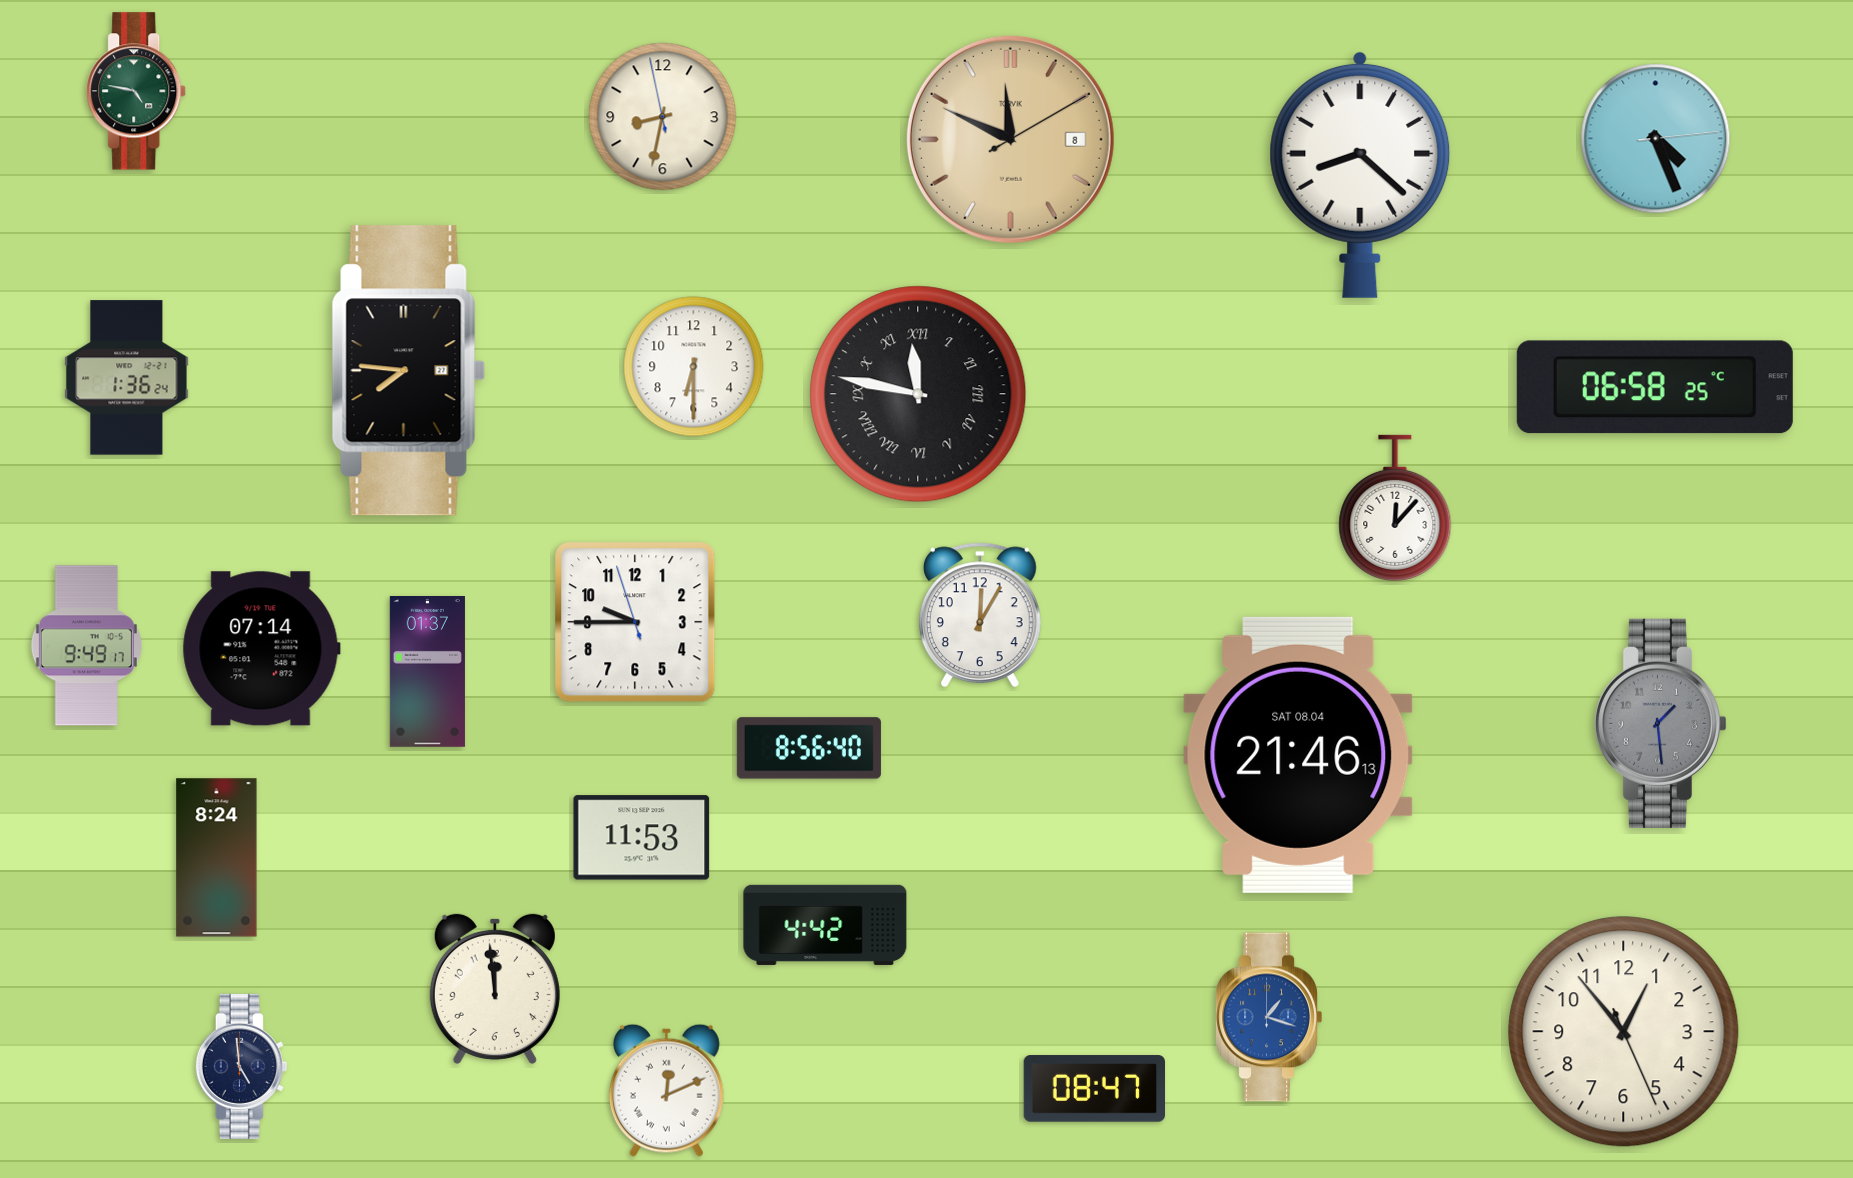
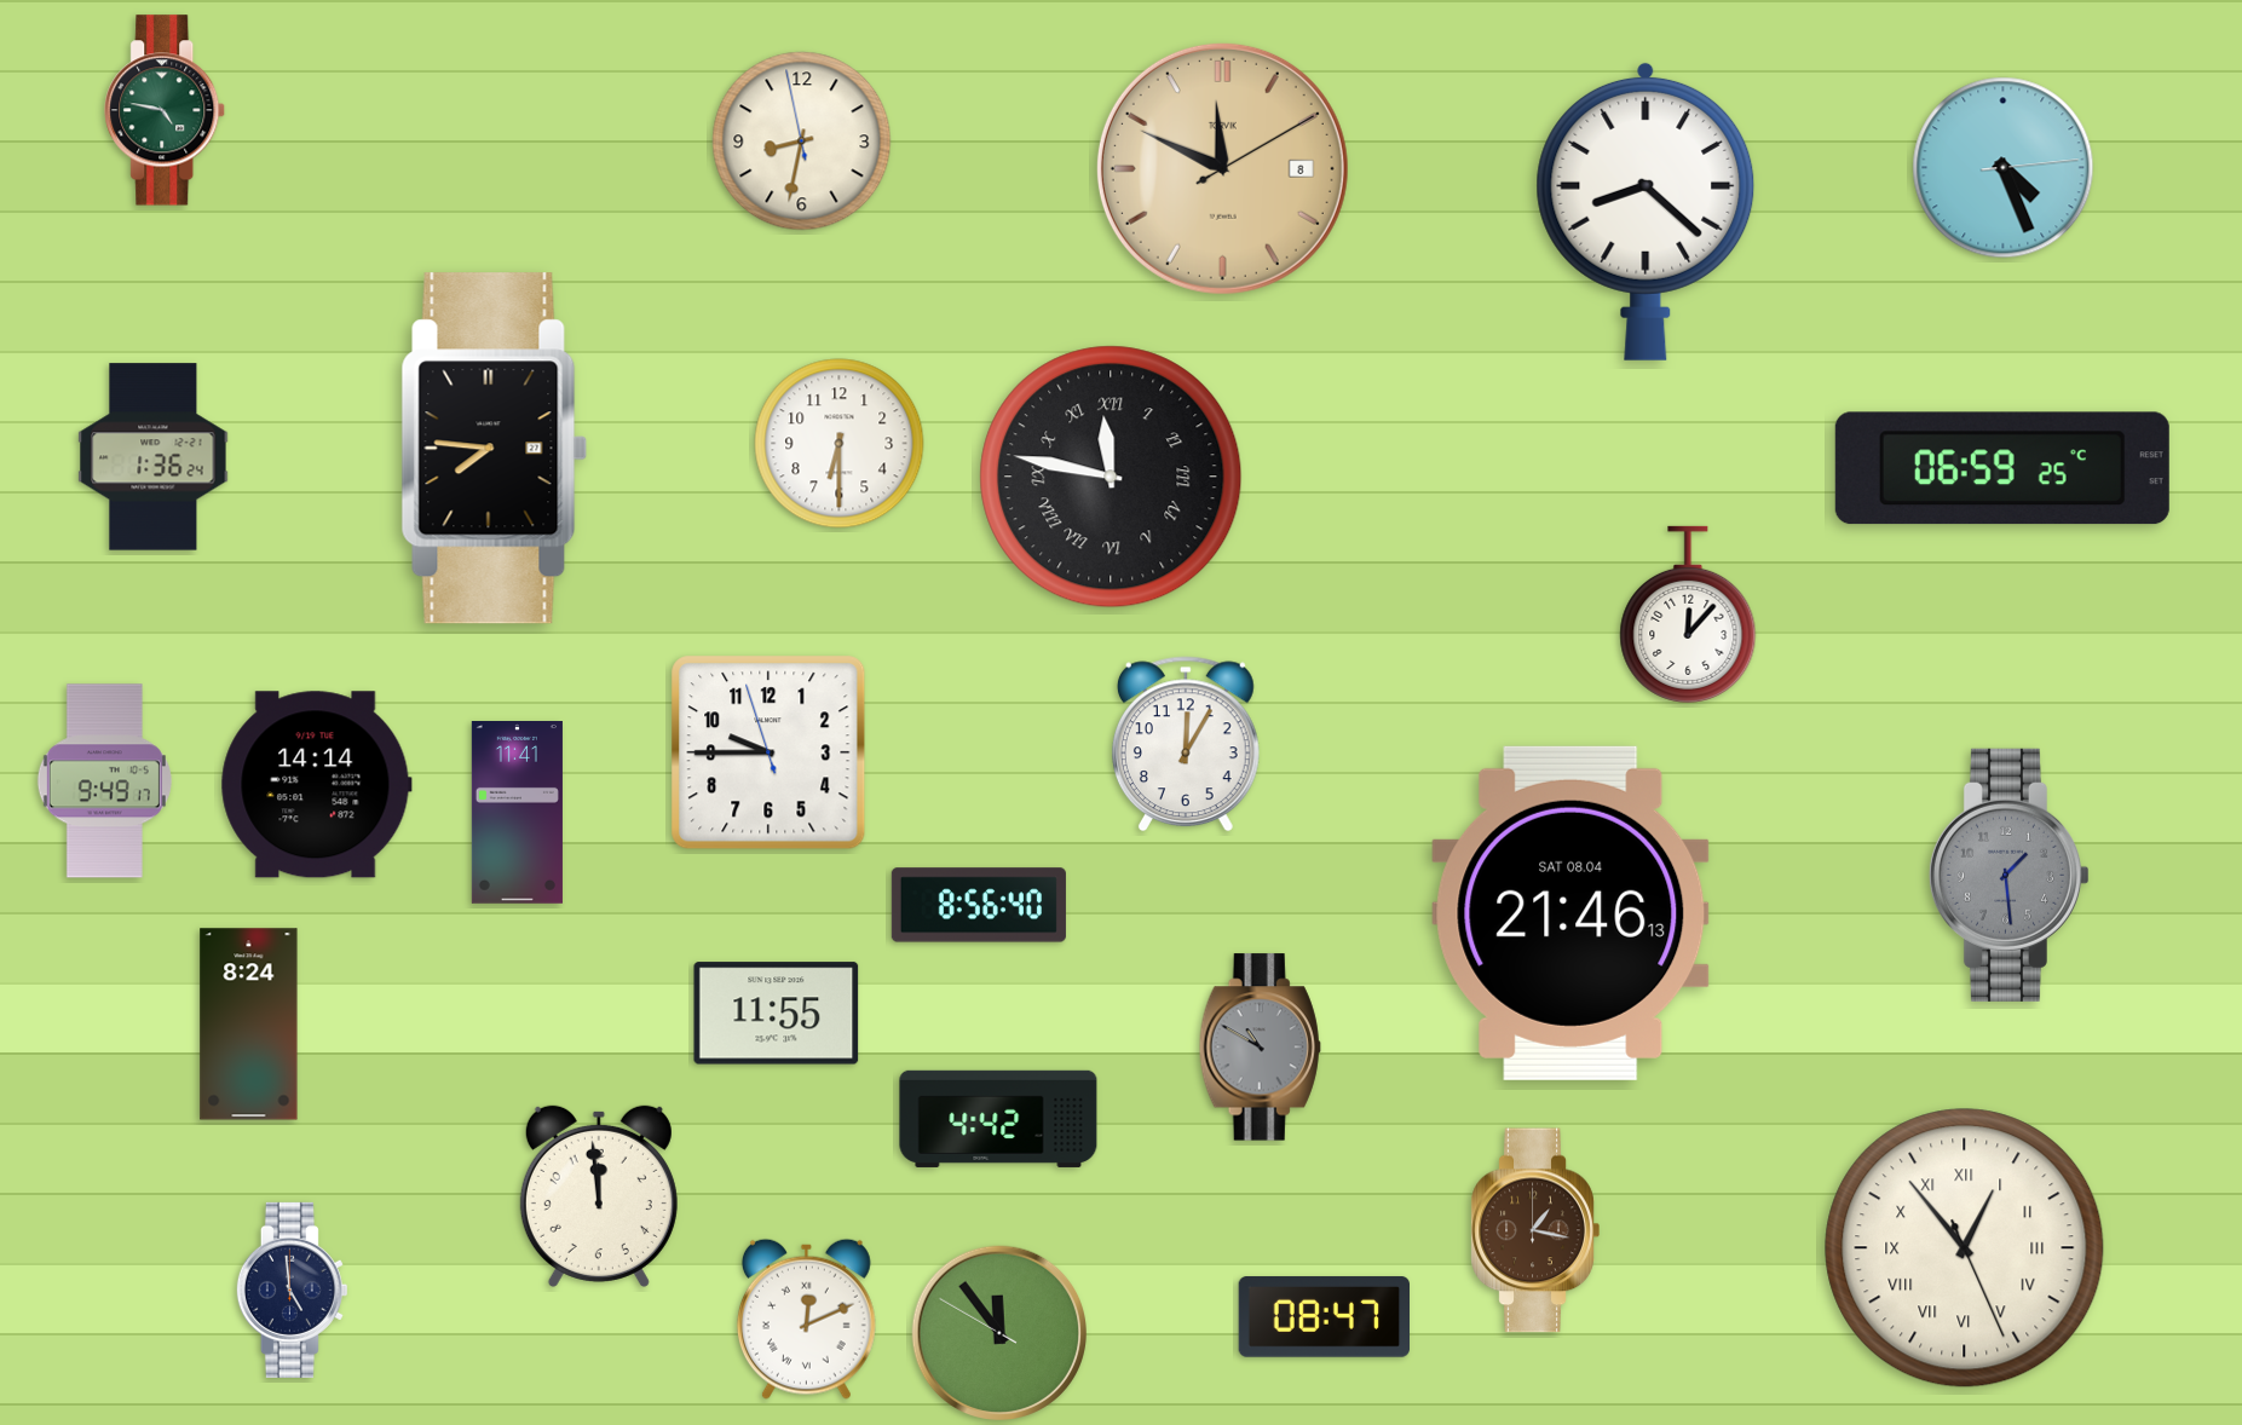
clock at (1655, 387): 06:58 -> 06:59
clock at (261, 649): 07:14 -> 14:14
clock at (427, 672): 01:37 -> 11:41
clock at (642, 838): 11:53 -> 11:55
clock at (217, 858) position: (217, 858) -> (249, 1025)
clock at (1260, 1048): none -> 10:50
clock at (1269, 1017): 1:18 -> 1:17
clock at (1269, 1017) dial: blue -> brown
clock at (1624, 1032) numerals: Arabic -> Roman
clock at (998, 1332): none -> 11:53
